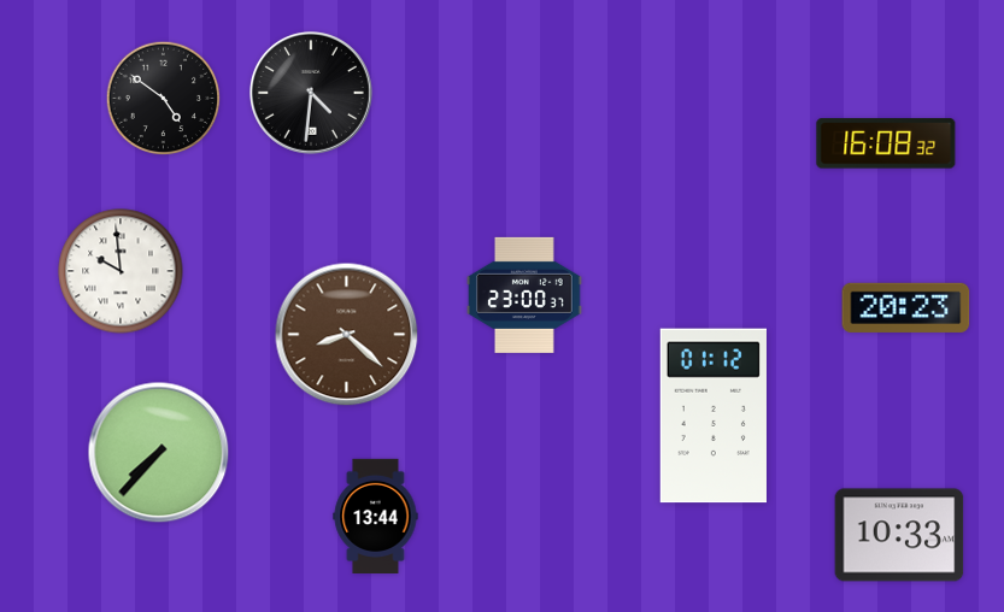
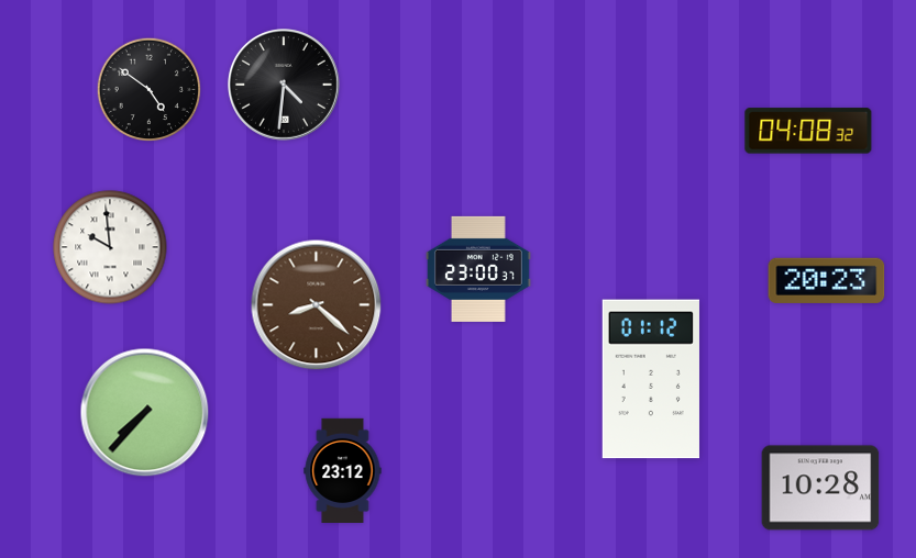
clock at (886, 143): 16:08 -> 04:08
clock at (376, 516): 13:44 -> 23:12
clock at (899, 535): 10:33 -> 10:28
